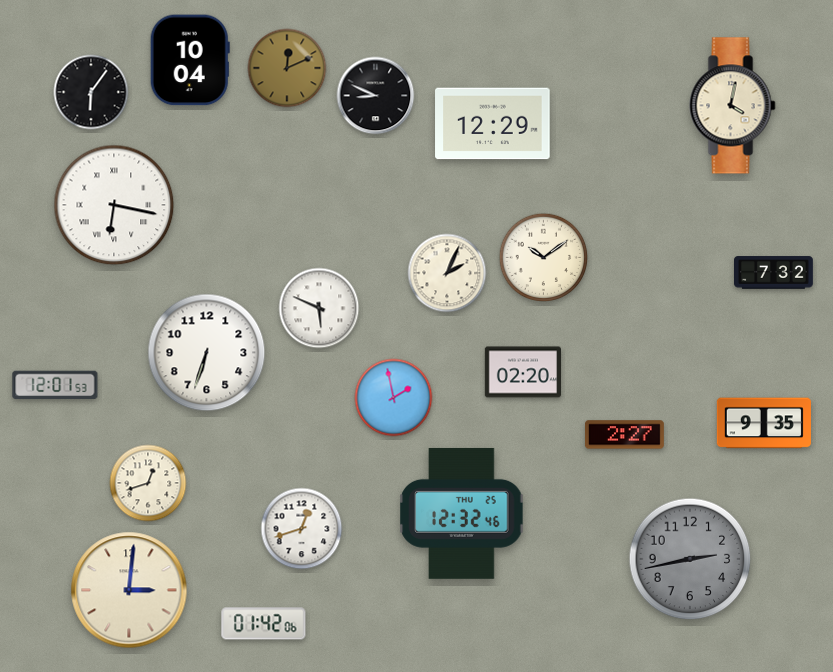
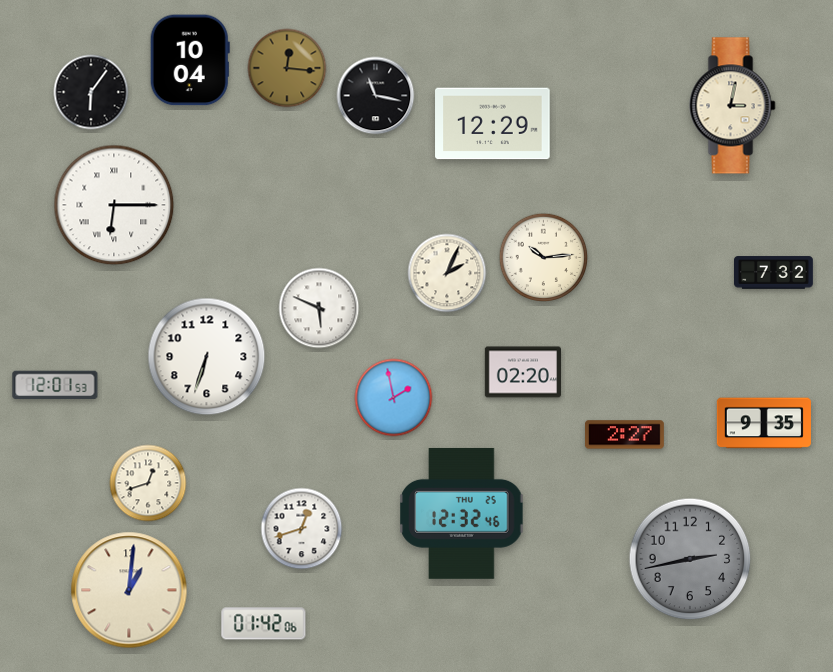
clock at (287, 68): 12:11 -> 12:16
clock at (376, 96): 8:49 -> 11:17
clock at (733, 106): 4:02 -> 3:02
clock at (114, 205): 6:17 -> 6:15
clock at (544, 258): 10:09 -> 10:14
clock at (207, 353) position: (207, 353) -> (207, 357)
clock at (129, 590): 3:01 -> 1:01
